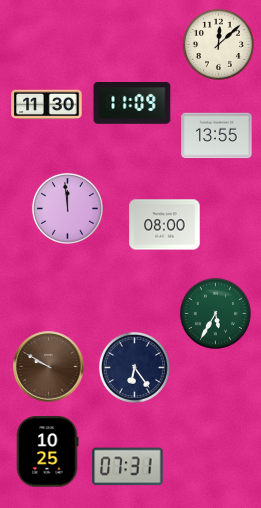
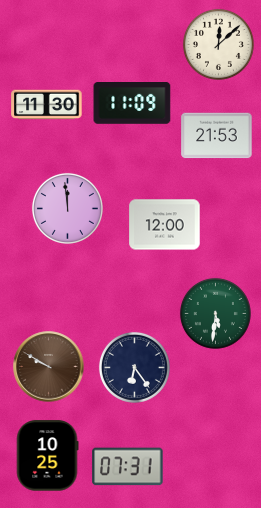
clock at (217, 136): 13:55 -> 21:53
clock at (165, 225): 08:00 -> 12:00
clock at (215, 313): 5:35 -> 5:31
clock at (47, 452) position: (47, 452) -> (47, 456)
